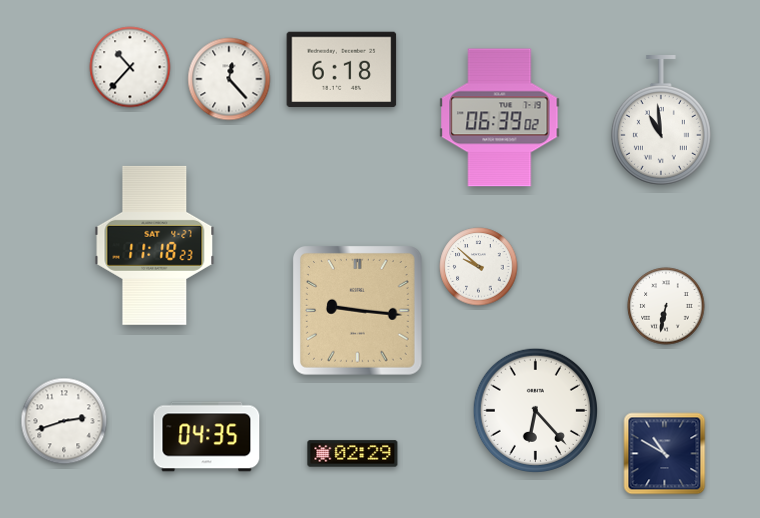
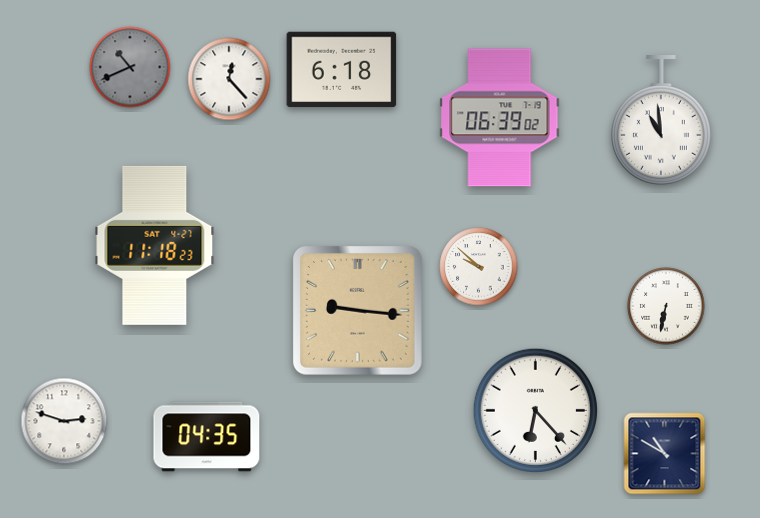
clock at (130, 67): 10:37 -> 10:41
clock at (130, 67) dial: white -> grey
clock at (64, 421): 2:42 -> 2:48
clock at (353, 454): 02:29 -> none
